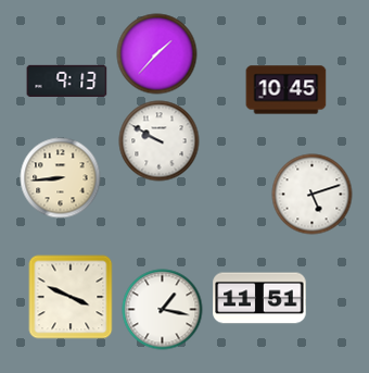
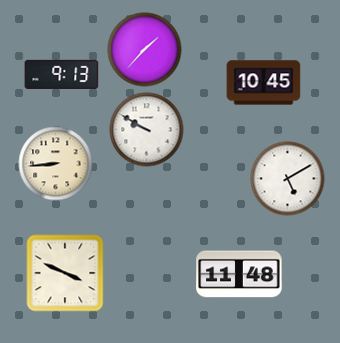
clock at (313, 195): 5:12 -> 5:10
clock at (259, 298): 11:51 -> 11:48
clock at (163, 310): 1:17 -> none
